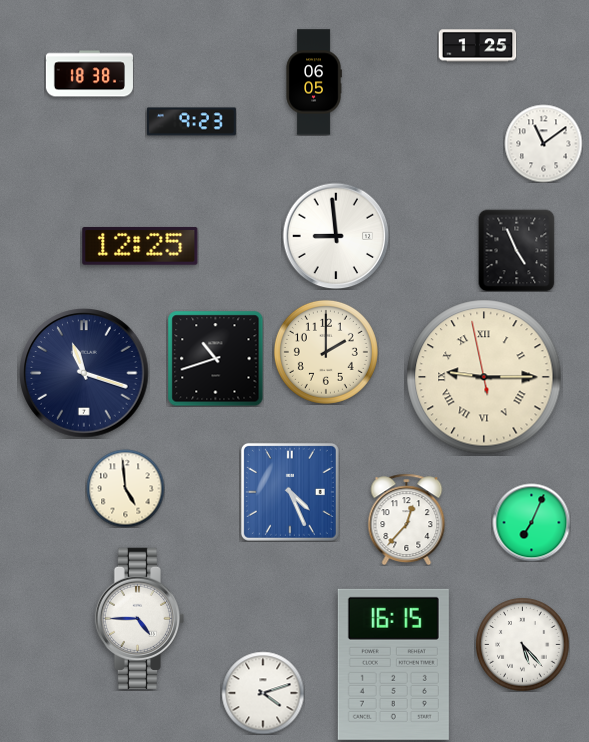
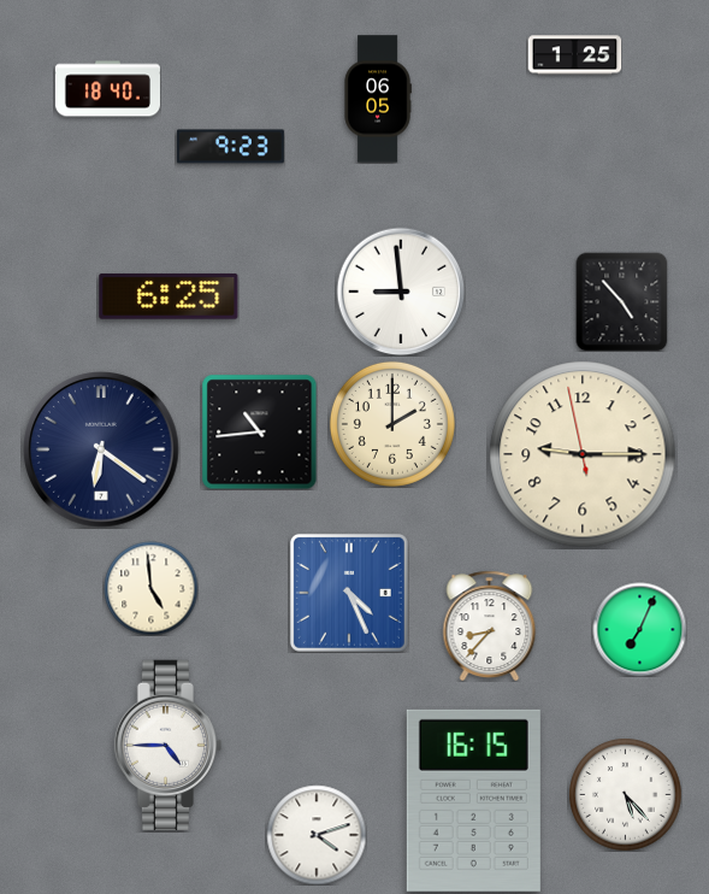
clock at (89, 74): 18:38 -> 18:40
clock at (543, 143): 11:09 -> none
clock at (336, 236) position: (336, 236) -> (401, 292)
clock at (140, 246): 12:25 -> 6:25
clock at (517, 250): 4:56 -> 4:53
clock at (215, 358): 10:42 -> 10:44
clock at (84, 373): 11:18 -> 6:21
clock at (484, 377) numerals: Roman -> Arabic
clock at (407, 519): 12:37 -> 8:37
clock at (522, 644) position: (522, 644) -> (625, 794)
